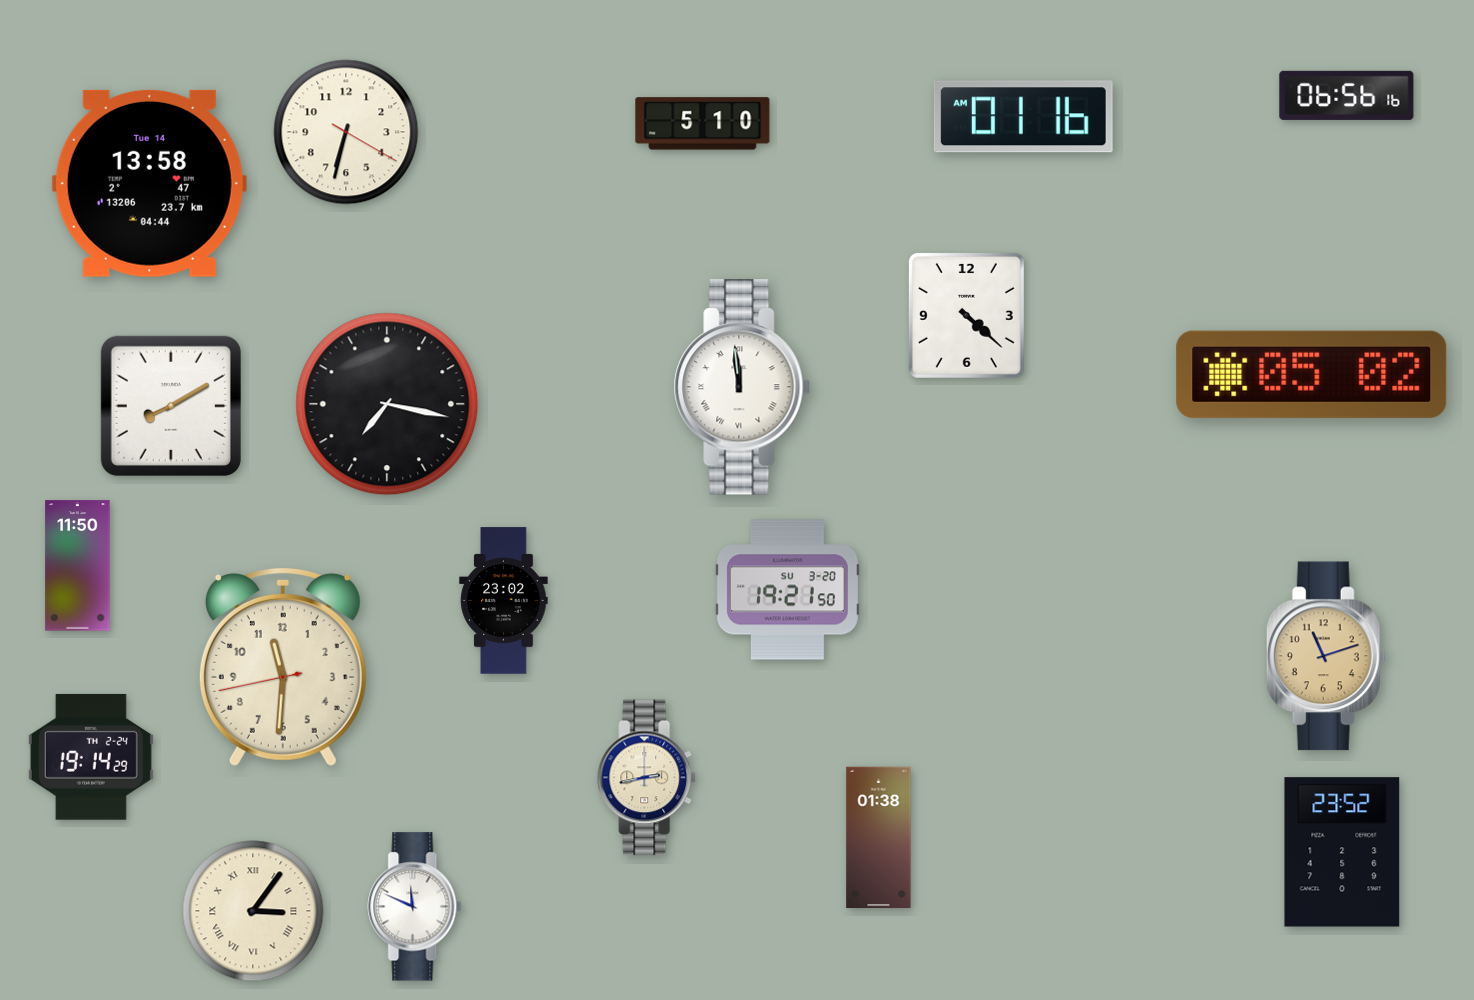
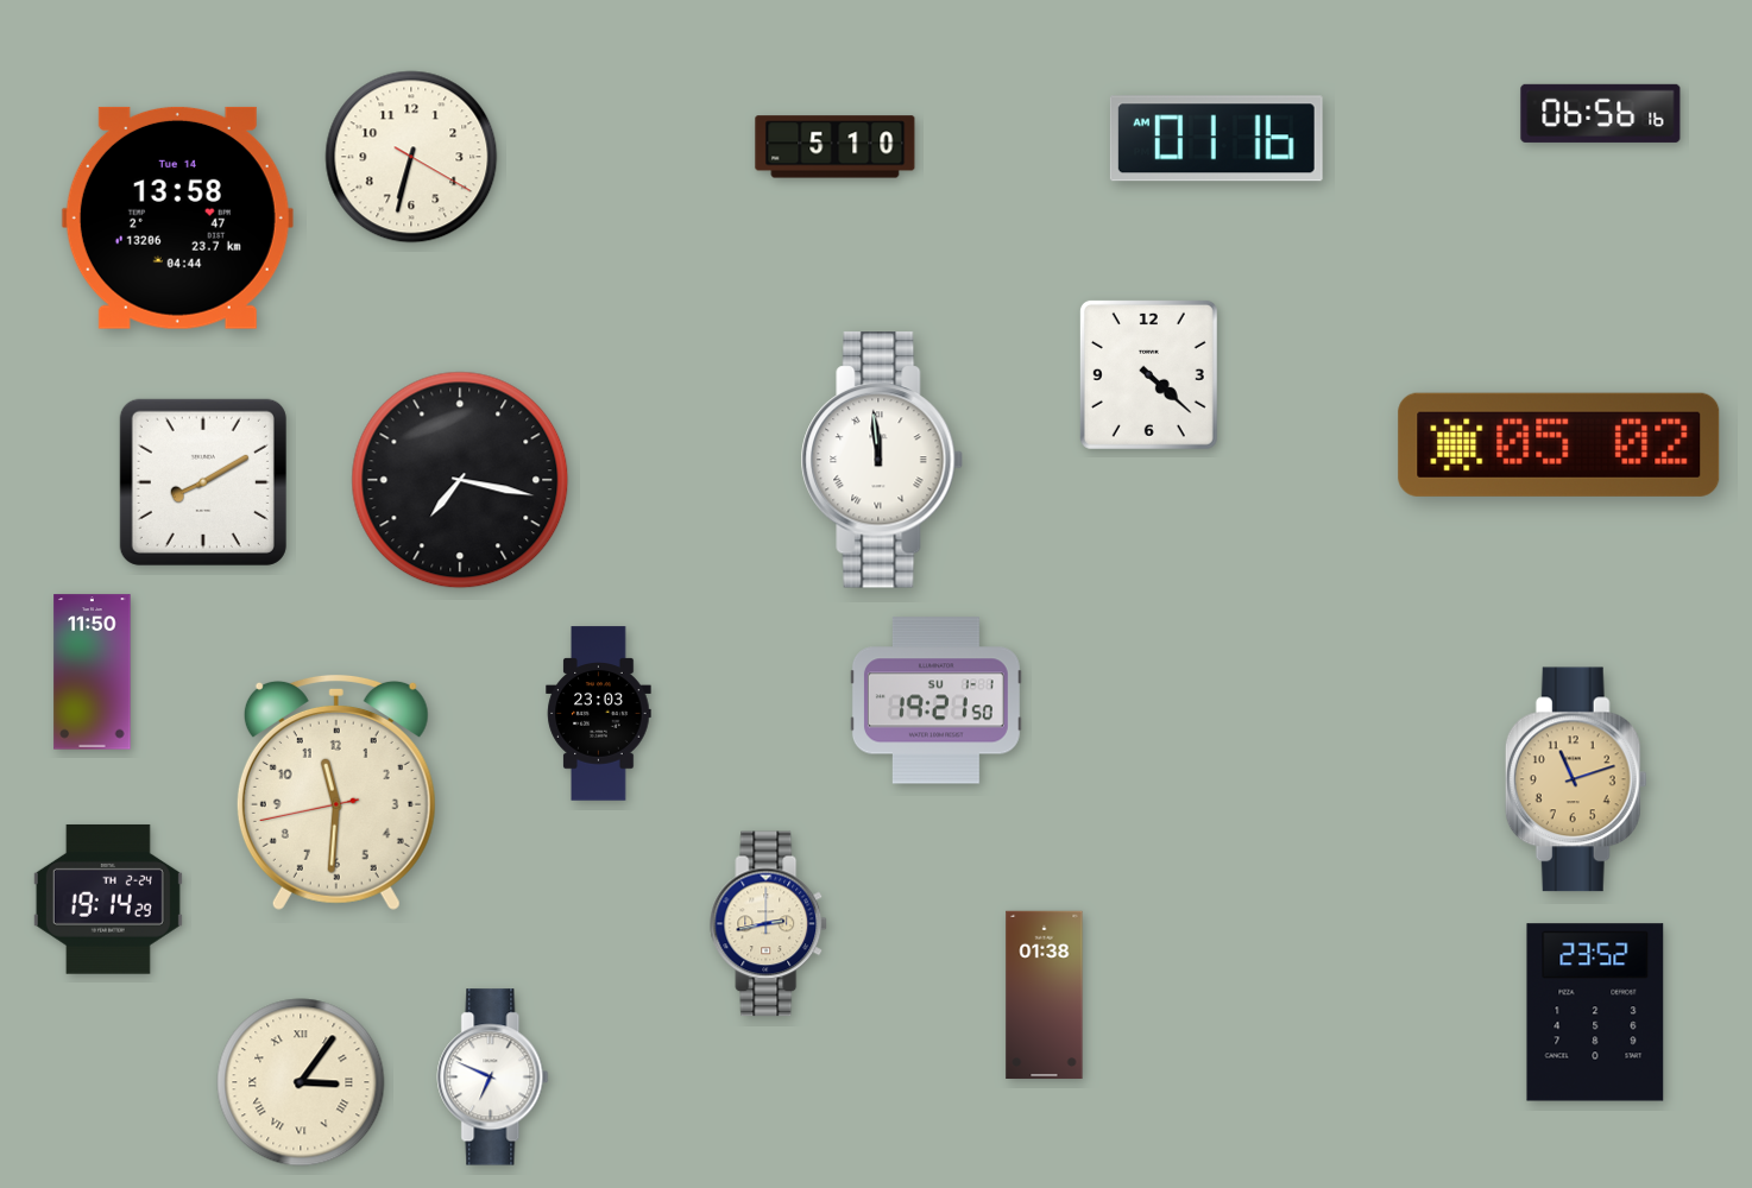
clock at (787, 590) date: SU 3-20 -> SU 1-1
clock at (504, 601): 23:02 -> 23:03
clock at (415, 907): 11:49 -> 6:49
